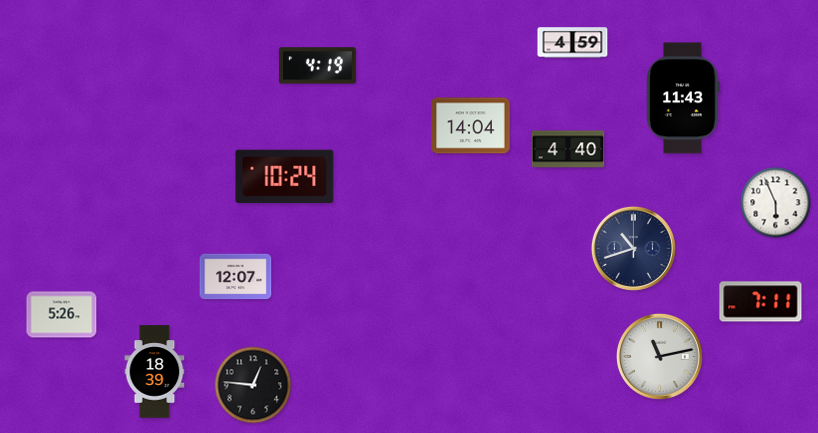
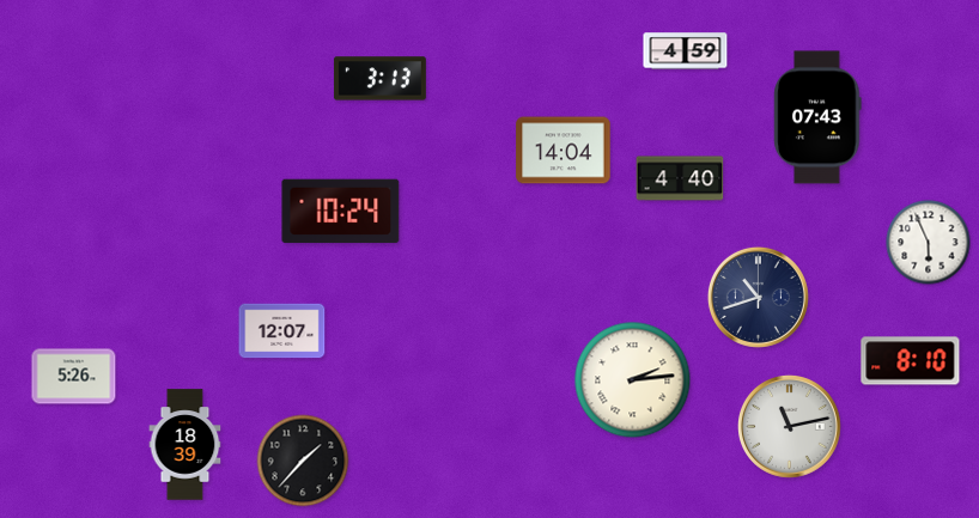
clock at (317, 66): 4:19 -> 3:13
clock at (683, 98): 11:43 -> 07:43
clock at (761, 302): 7:11 -> 8:10
clock at (633, 380): none -> 2:14
clock at (253, 385): 12:46 -> 1:37
